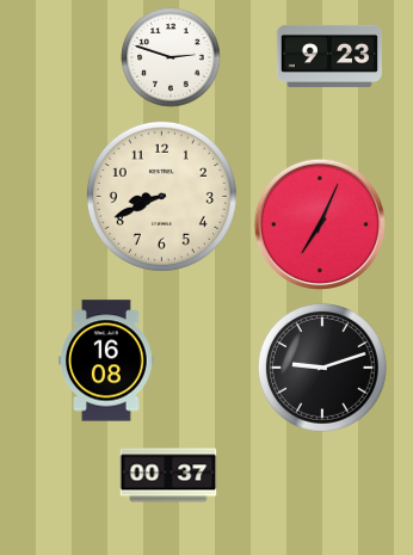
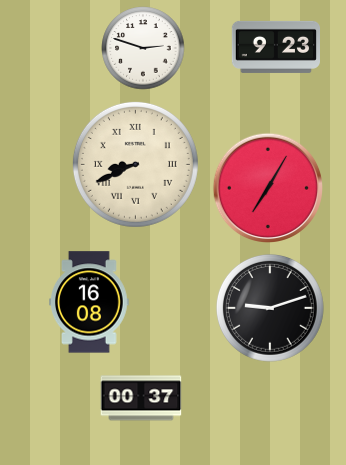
clock at (161, 196) numerals: Arabic -> Roman
clock at (319, 223): 7:04 -> 7:05
